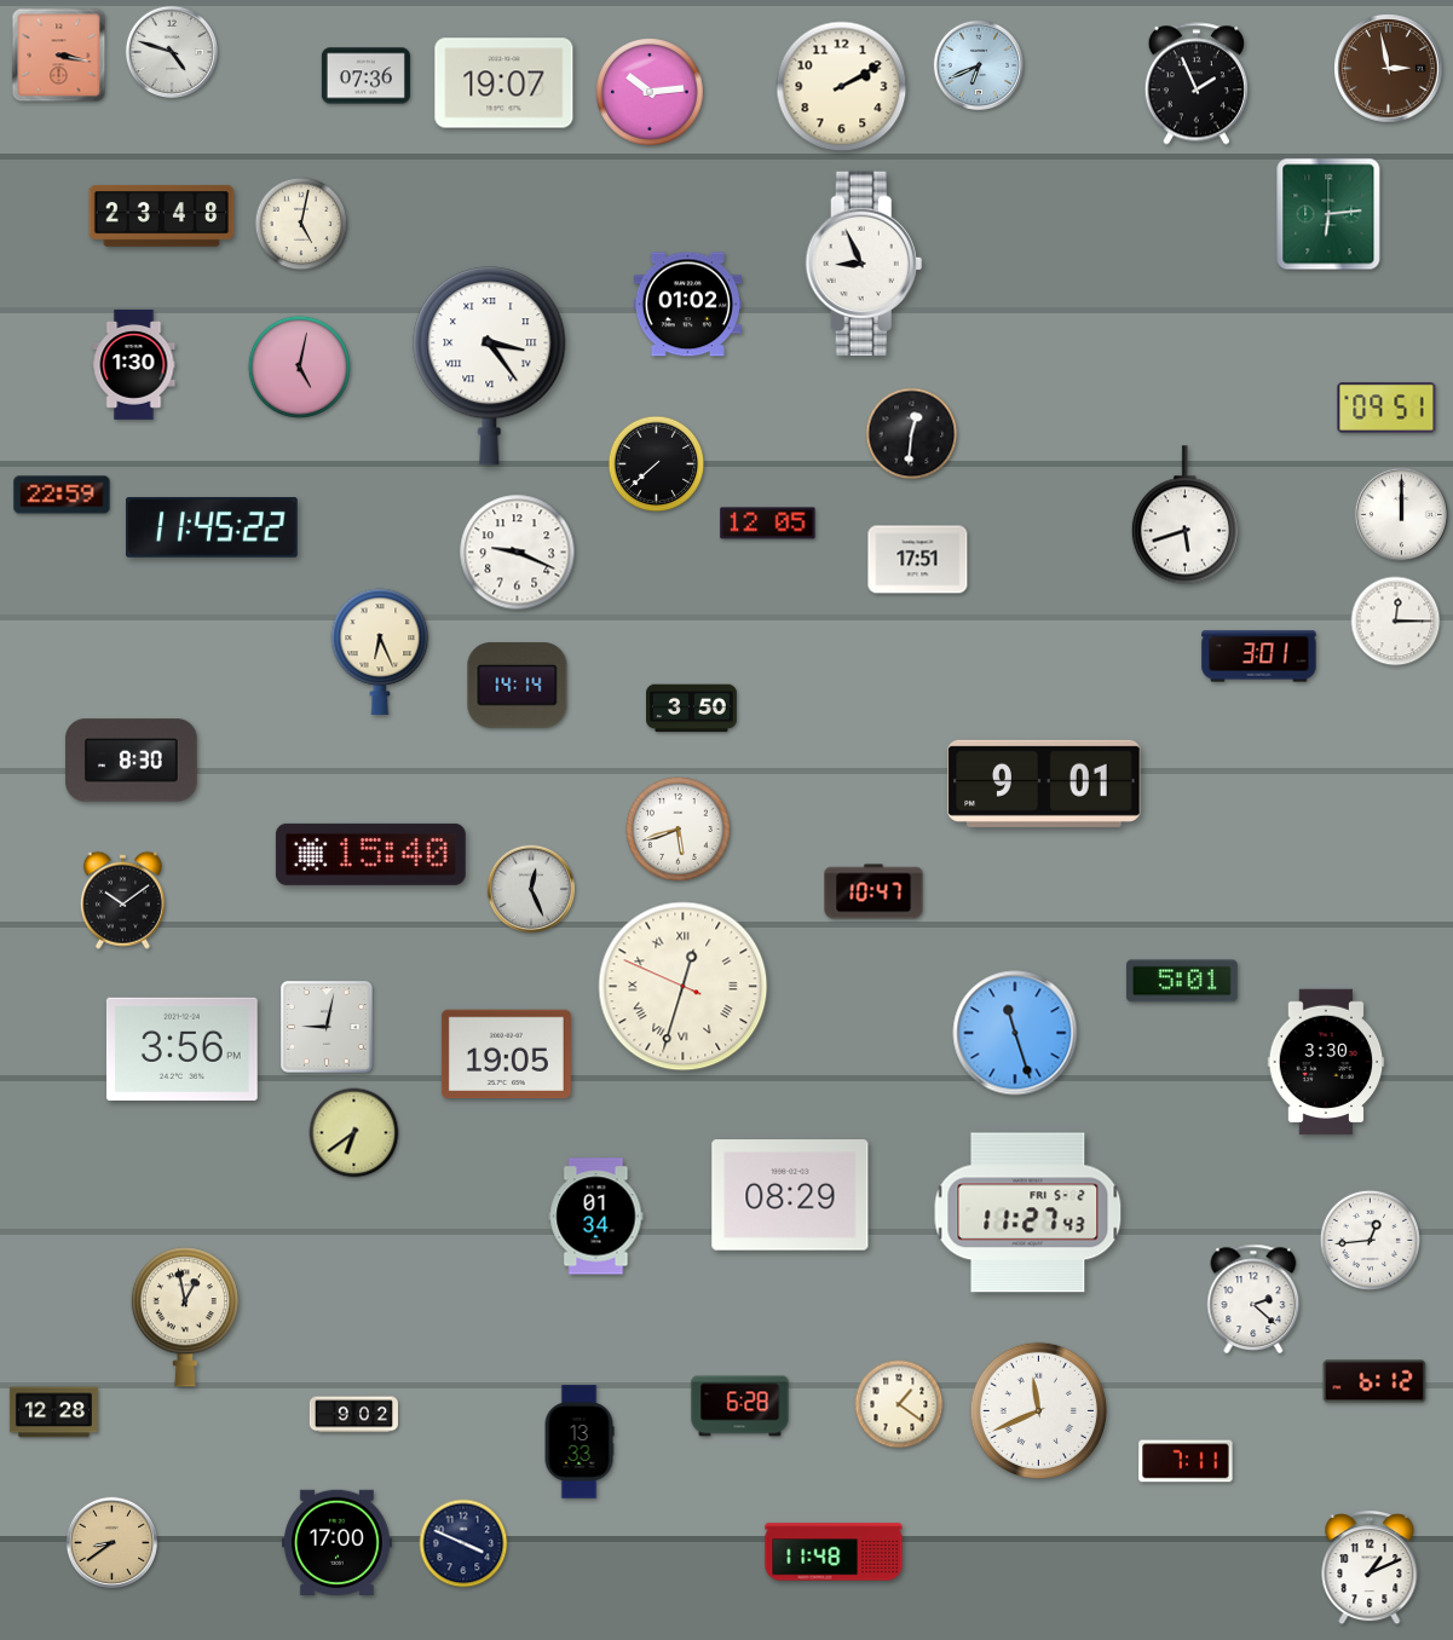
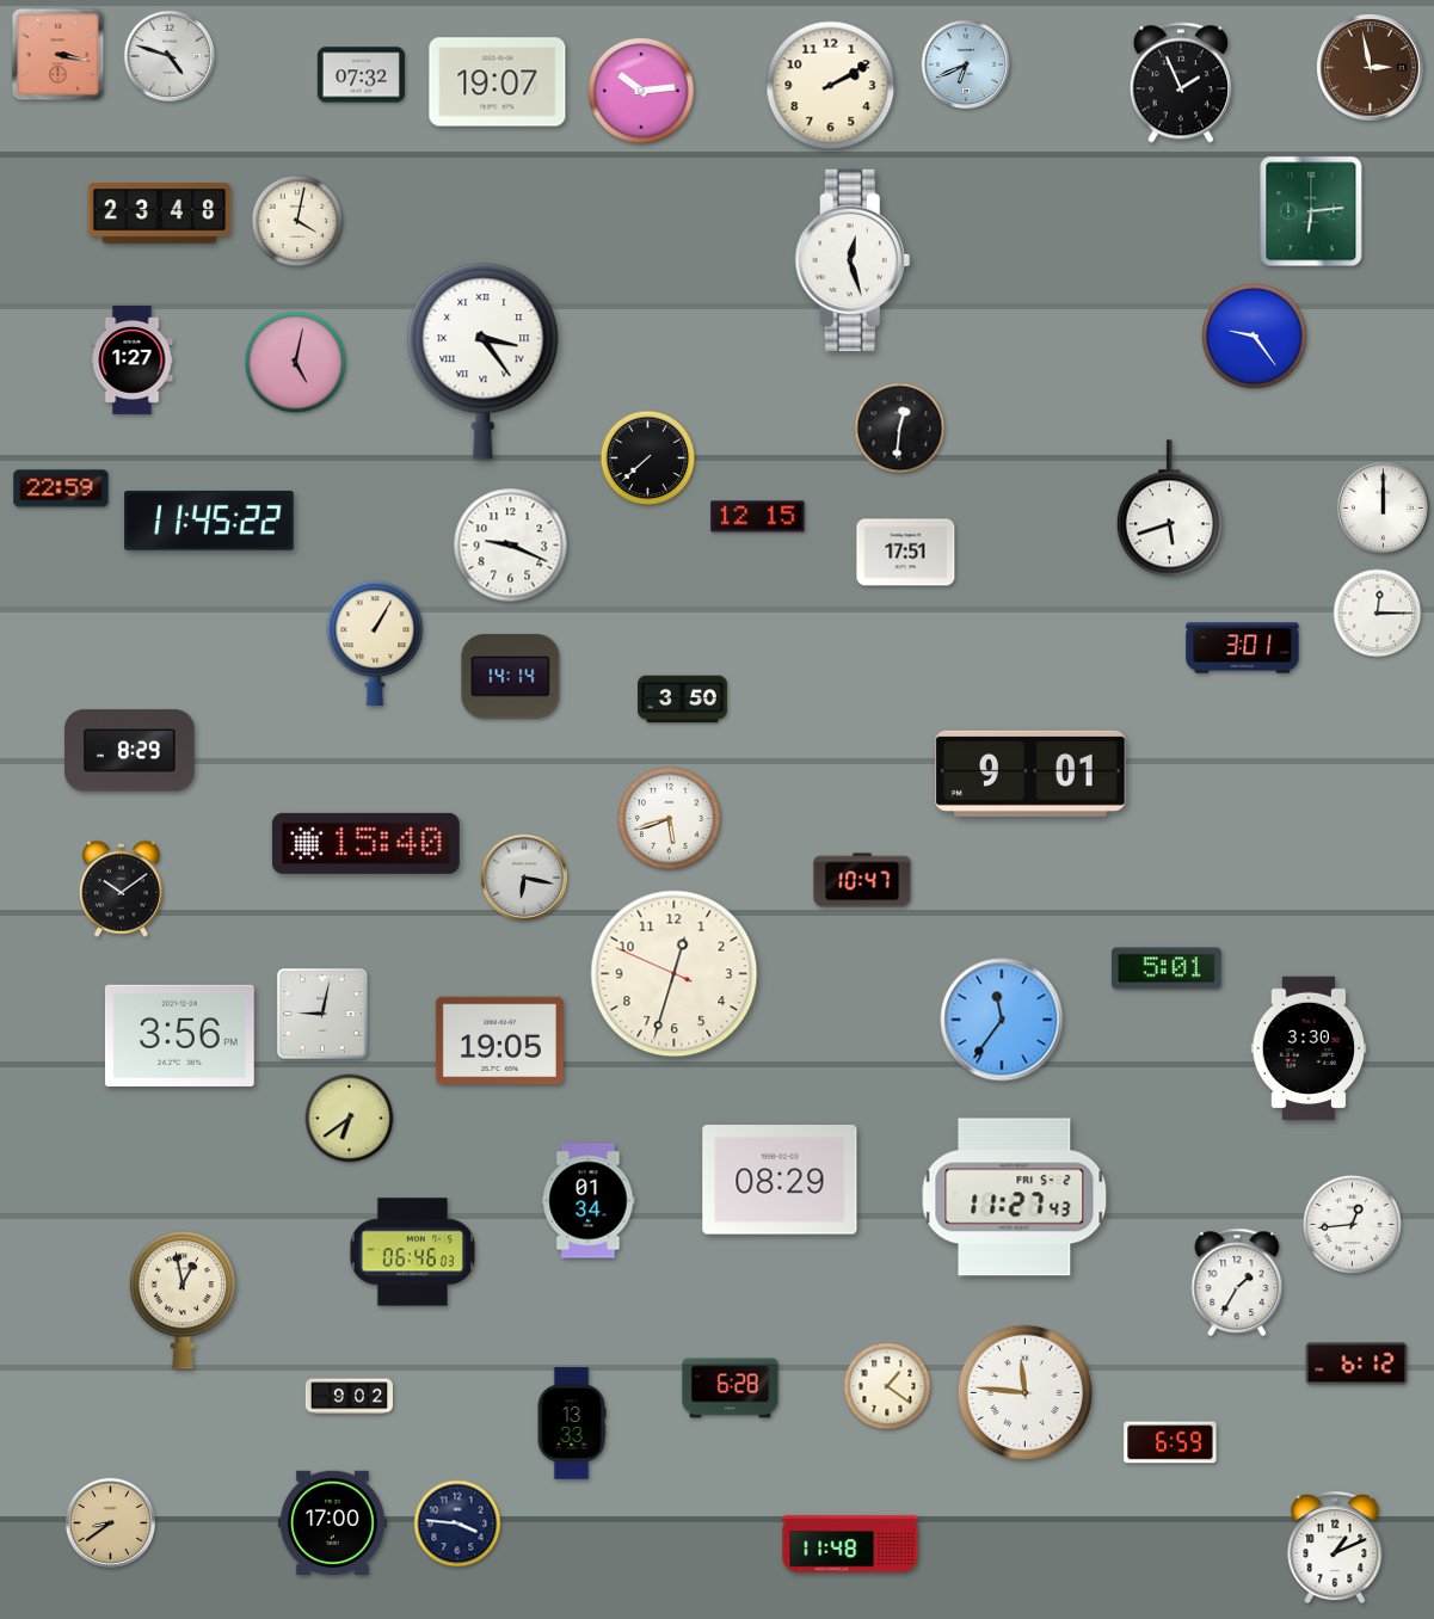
clock at (171, 51) position: (171, 51) -> (168, 55)
clock at (365, 76): 07:36 -> 07:32
clock at (301, 224): 5:02 -> 4:02
clock at (864, 264): 8:56 -> 12:27
clock at (687, 305): 01:02 -> none
clock at (1255, 337): none -> 9:24
clock at (134, 364): 1:30 -> 1:27
clock at (1386, 408): 09:51 -> none
clock at (768, 524): 12:05 -> 12:15
clock at (380, 652): 6:26 -> 1:05
clock at (132, 761): 8:30 -> 8:29
clock at (531, 889): 12:26 -> 6:17
clock at (684, 987) numerals: Roman -> Arabic
clock at (1015, 1033): 11:27 -> 11:36
clock at (412, 1252): none -> 06:46
clock at (1253, 1298): 2:22 -> 1:35
clock at (1039, 1411): 11:41 -> 11:46
clock at (53, 1413): 12:28 -> none
clock at (1186, 1461): 7:11 -> 6:59
clock at (463, 1543): 3:49 -> 3:46
clock at (834, 1552) position: (834, 1552) -> (850, 1544)
clock at (1370, 1569) position: (1370, 1569) -> (1335, 1549)
